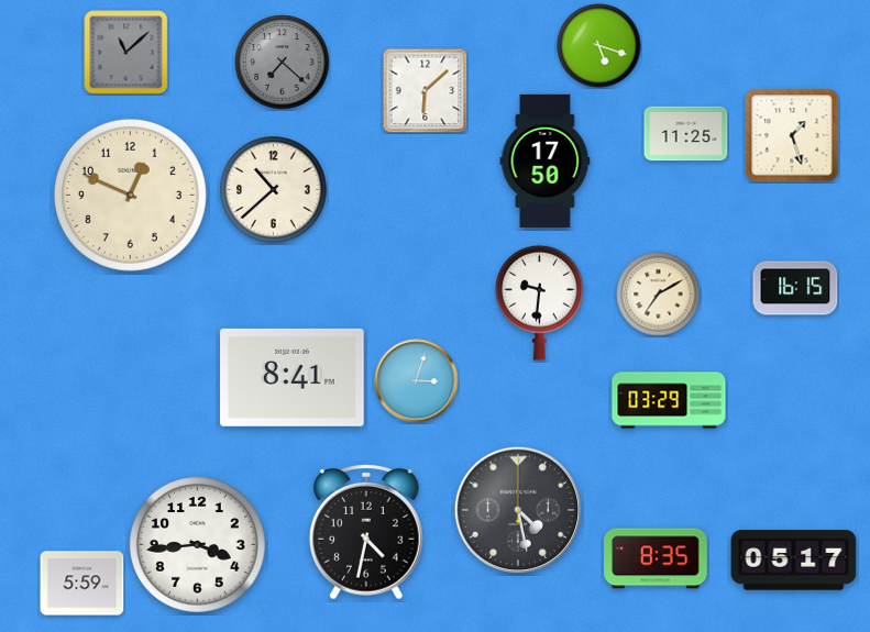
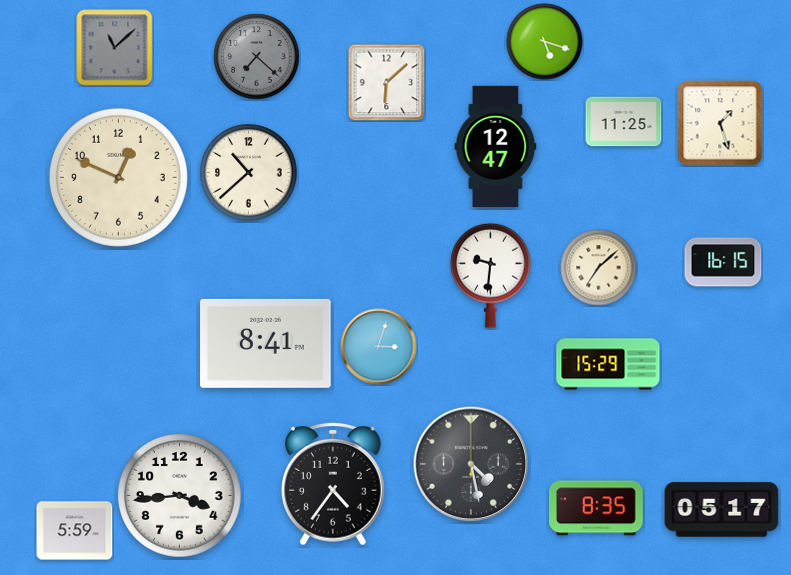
clock at (546, 160): 17:50 -> 12:47
clock at (659, 295): 7:10 -> 7:08
clock at (669, 400): 03:29 -> 15:29
clock at (367, 532): 4:32 -> 4:36
